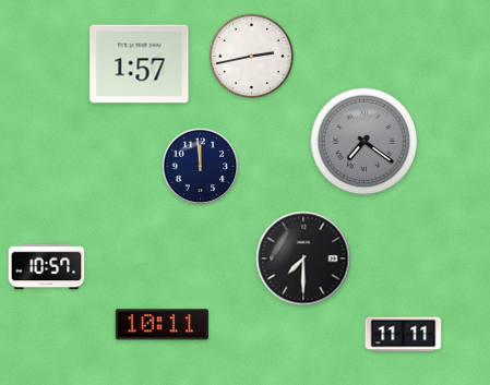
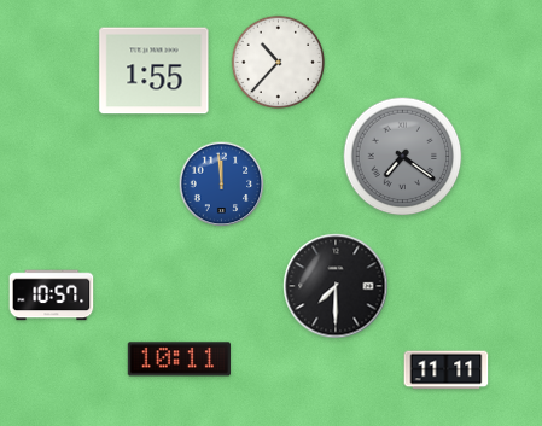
clock at (252, 57): 2:43 -> 10:37
clock at (140, 64): 1:57 -> 1:55
clock at (201, 167) dial: navy -> blue
